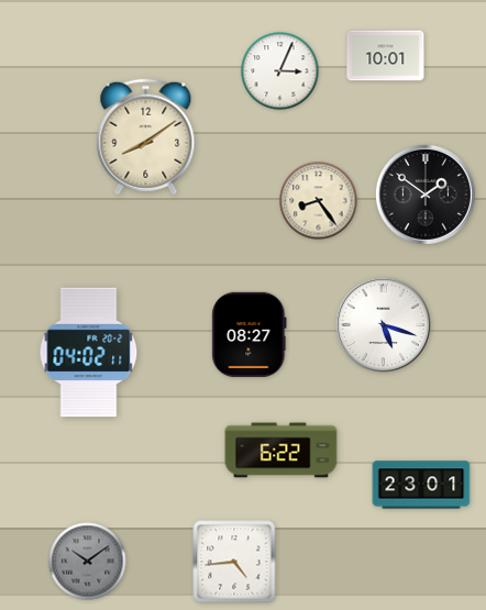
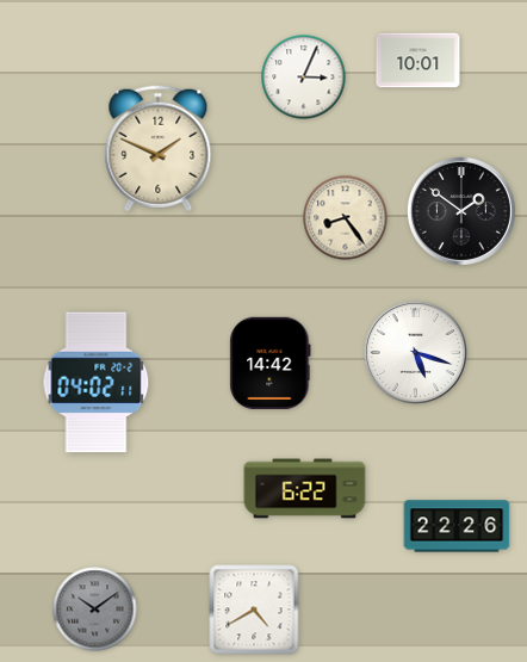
clock at (146, 137): 8:09 -> 1:49
clock at (250, 334): 08:27 -> 14:42
clock at (421, 485): 23:01 -> 22:26
clock at (234, 562): 4:44 -> 4:40
